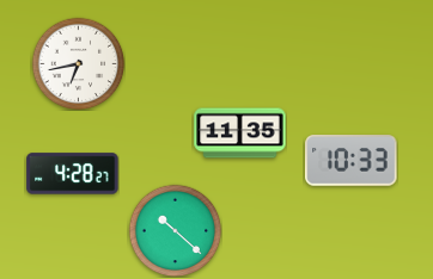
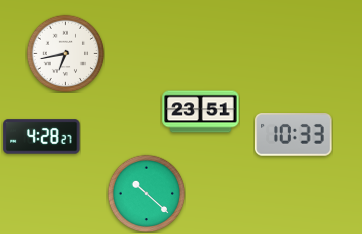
clock at (240, 134): 11:35 -> 23:51
clock at (73, 174) position: (73, 174) -> (42, 137)
